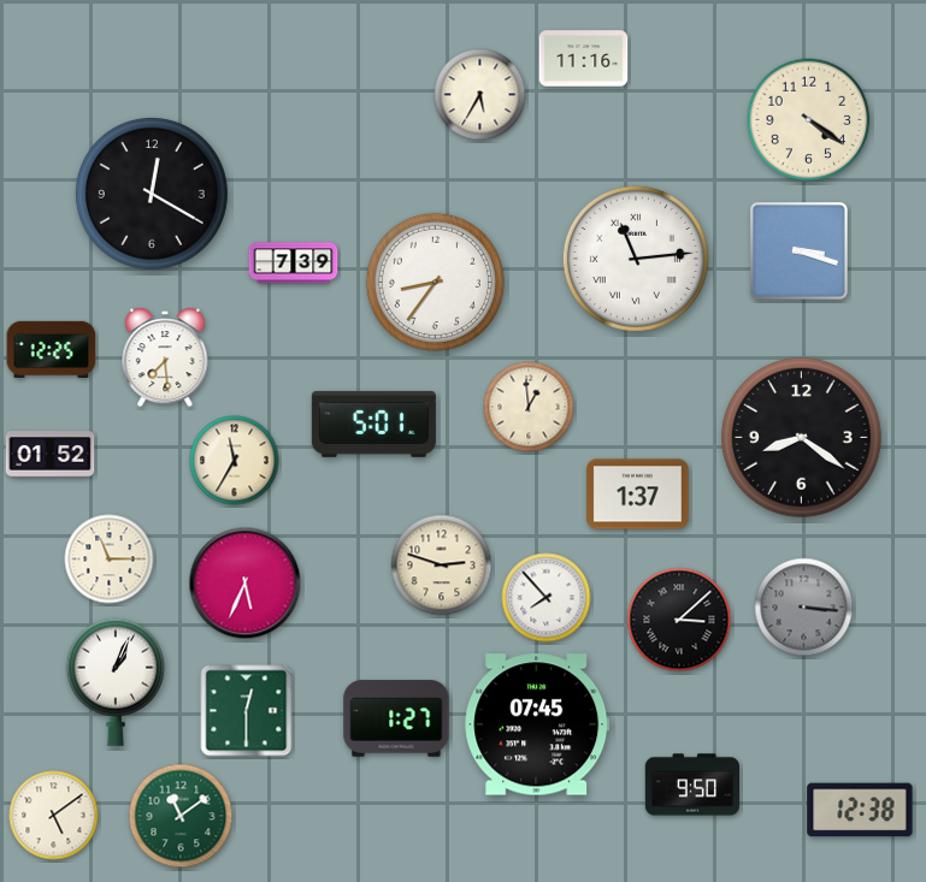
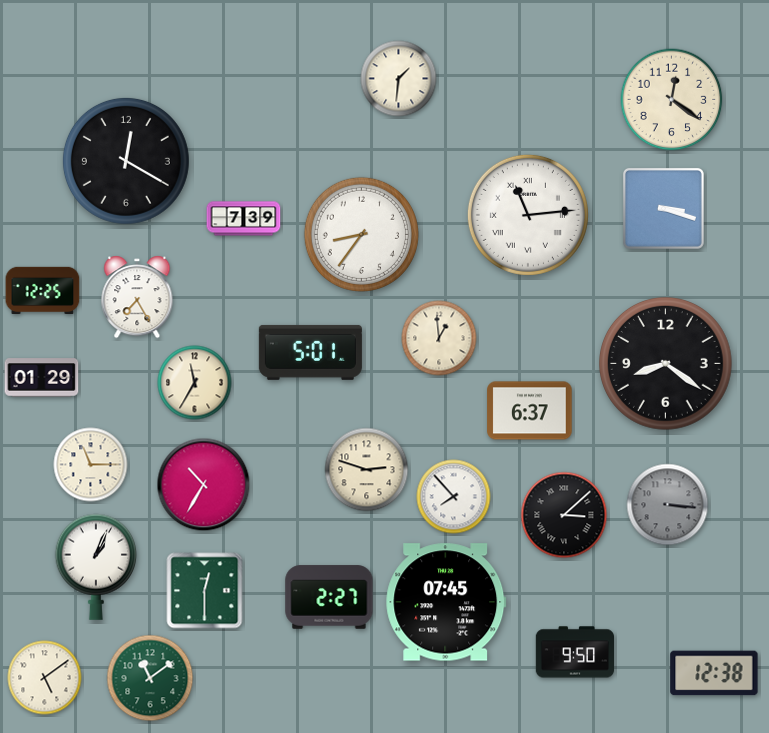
clock at (584, 59): 11:16 -> none
clock at (480, 95): 5:35 -> 1:31
clock at (809, 120): 4:21 -> 12:21
clock at (165, 357): 7:29 -> 7:25
clock at (51, 455): 01:52 -> 01:29
clock at (638, 495): 1:37 -> 6:37
clock at (246, 584): 5:34 -> 10:35
clock at (396, 718): 1:27 -> 2:27
